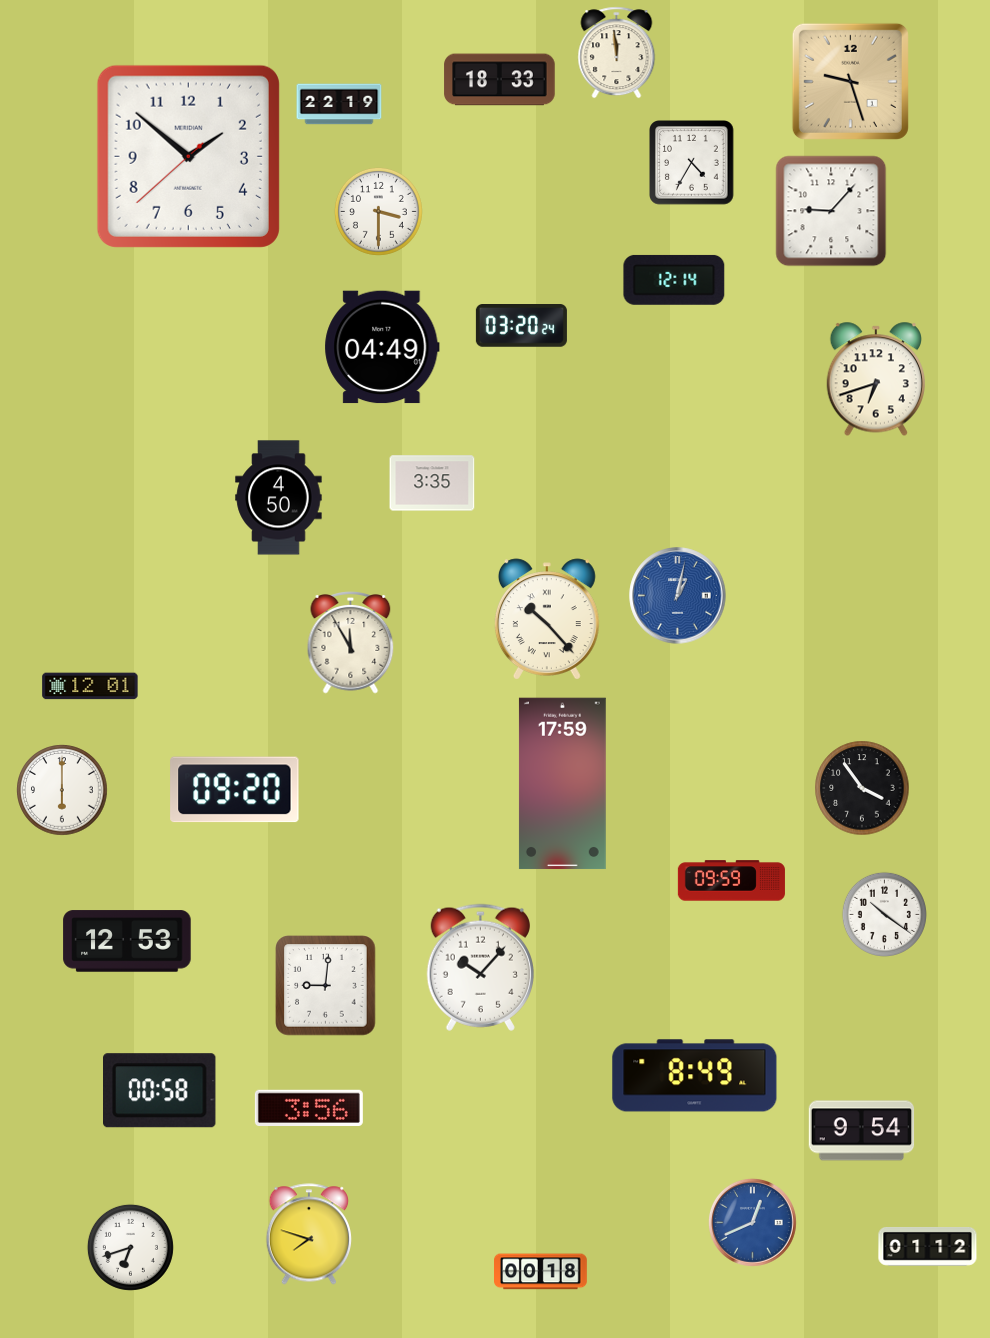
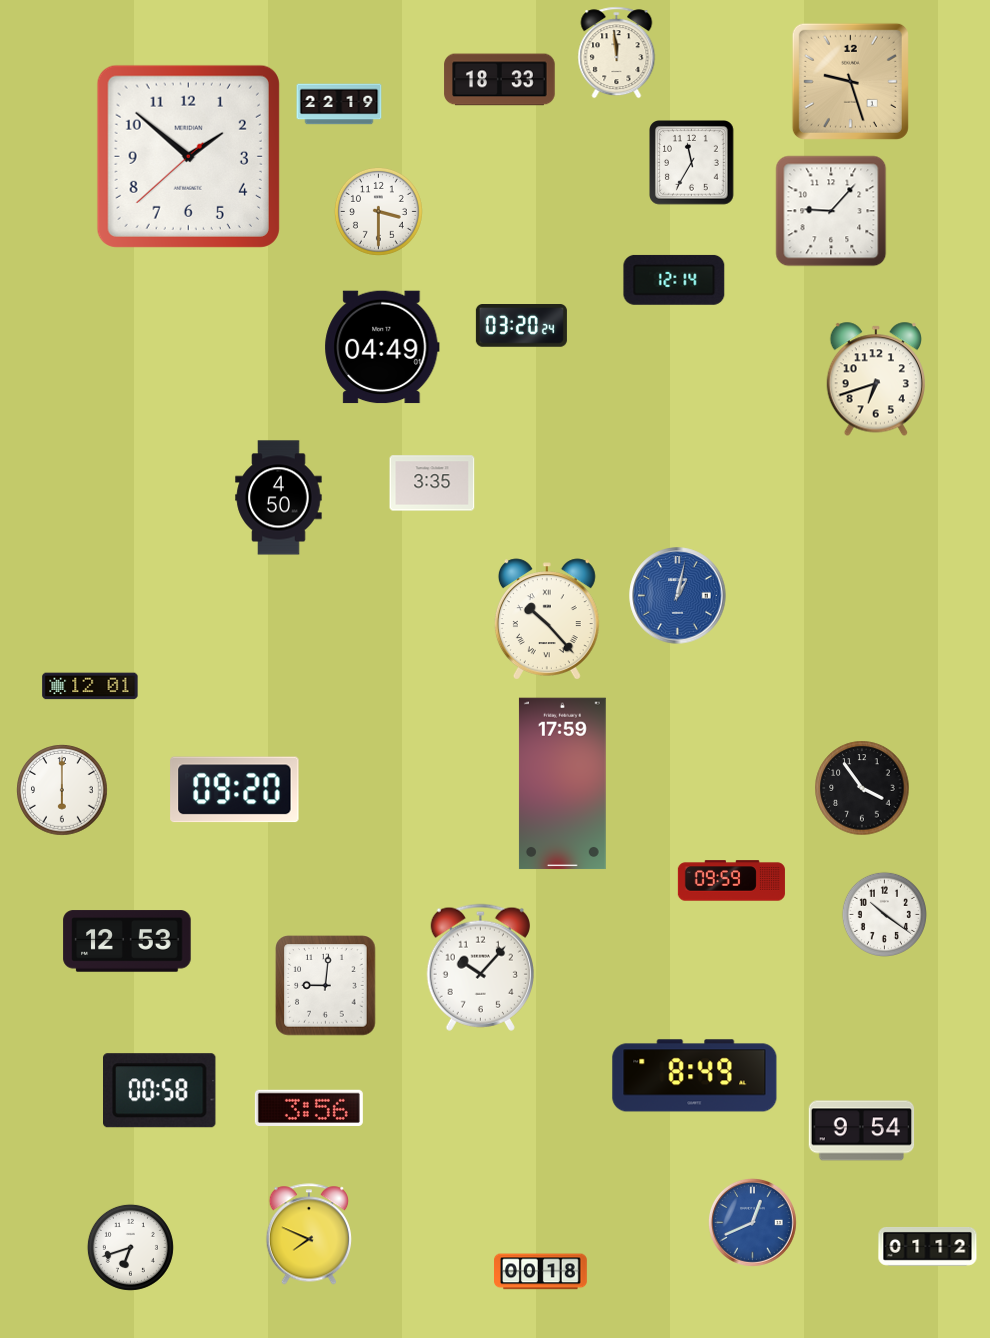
clock at (692, 163): 4:35 -> 11:35
clock at (351, 643): 11:55 -> none
clock at (309, 1234): 7:48 -> 7:49
